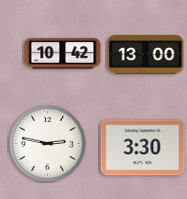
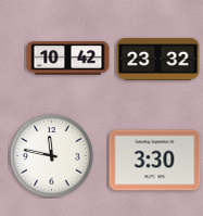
clock at (146, 54): 13:00 -> 23:32
clock at (48, 144): 2:47 -> 11:47
